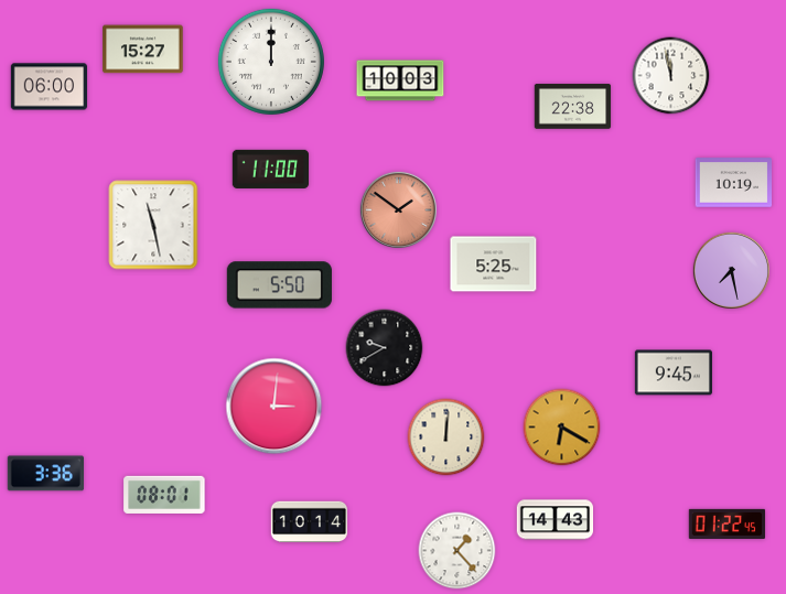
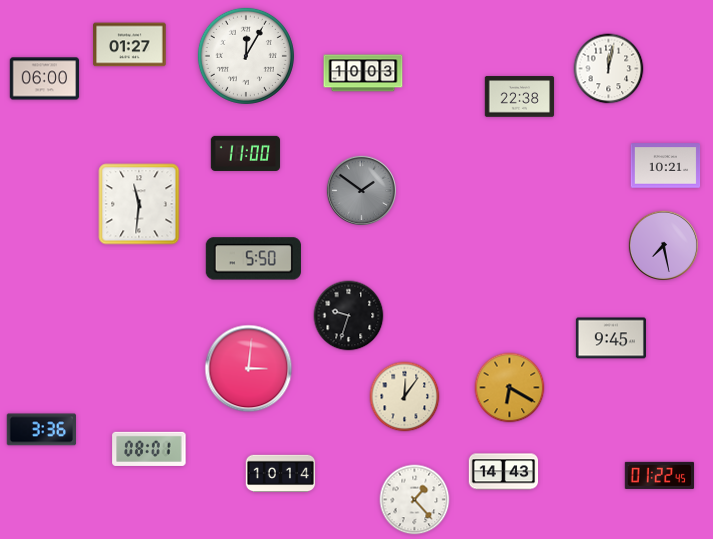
clock at (143, 50): 15:27 -> 01:27
clock at (271, 62): 12:00 -> 12:05
clock at (671, 76): 11:58 -> 12:02
clock at (734, 183): 10:19 -> 10:21
clock at (398, 209) dial: salmon -> grey
clock at (153, 225): 11:28 -> 11:31
clock at (494, 264): 5:25 -> none
clock at (385, 348): 9:40 -> 9:33
clock at (446, 438): 12:01 -> 12:06
